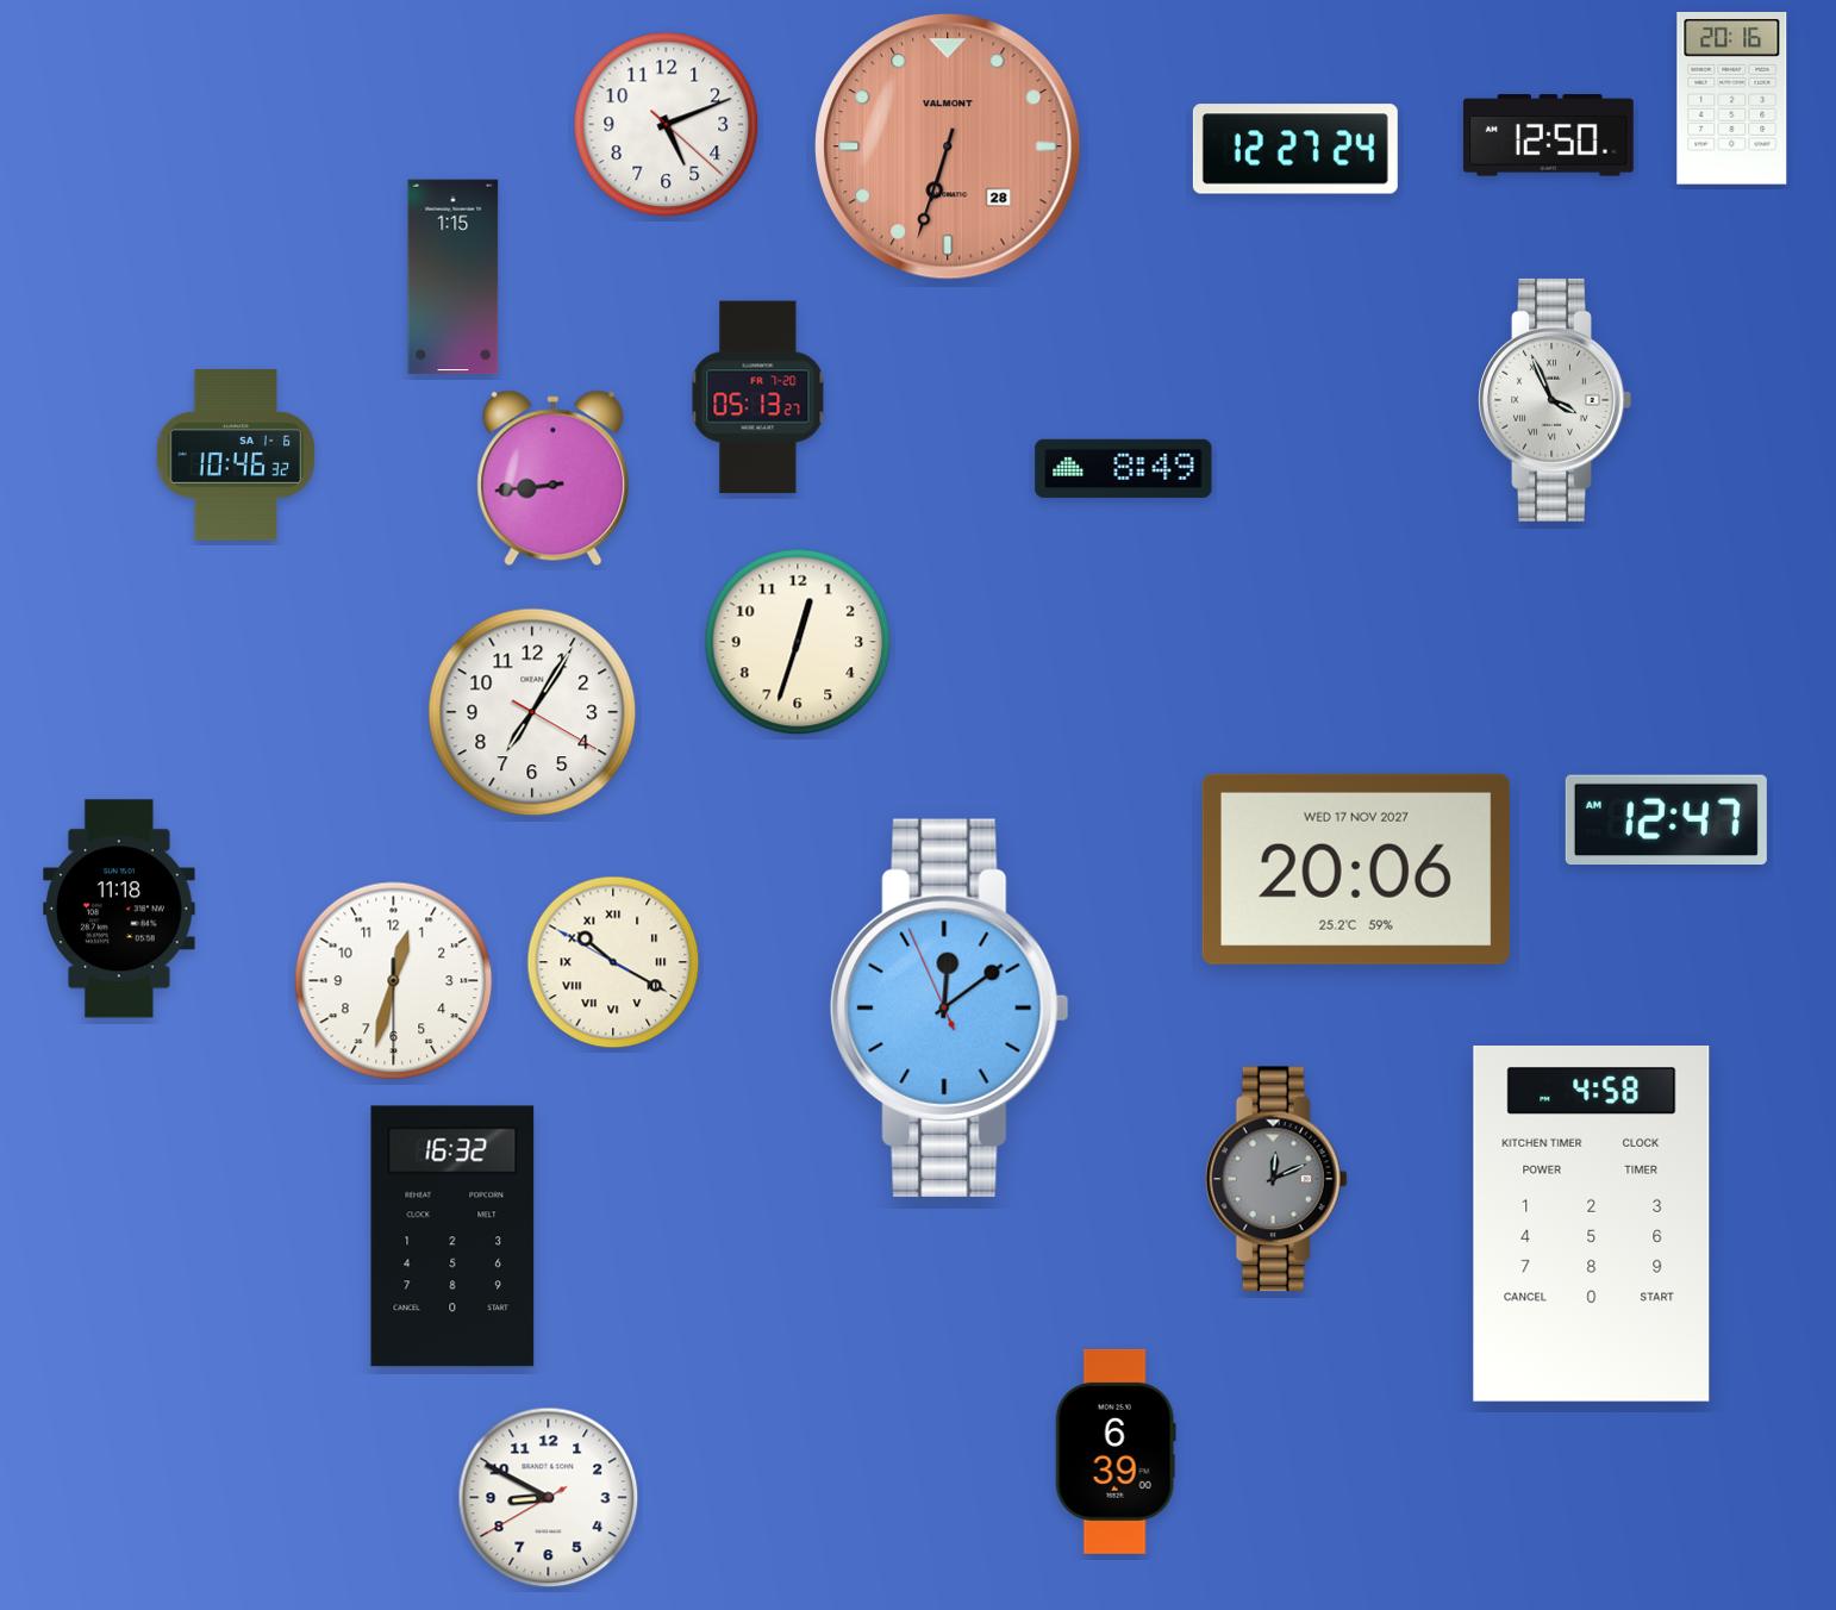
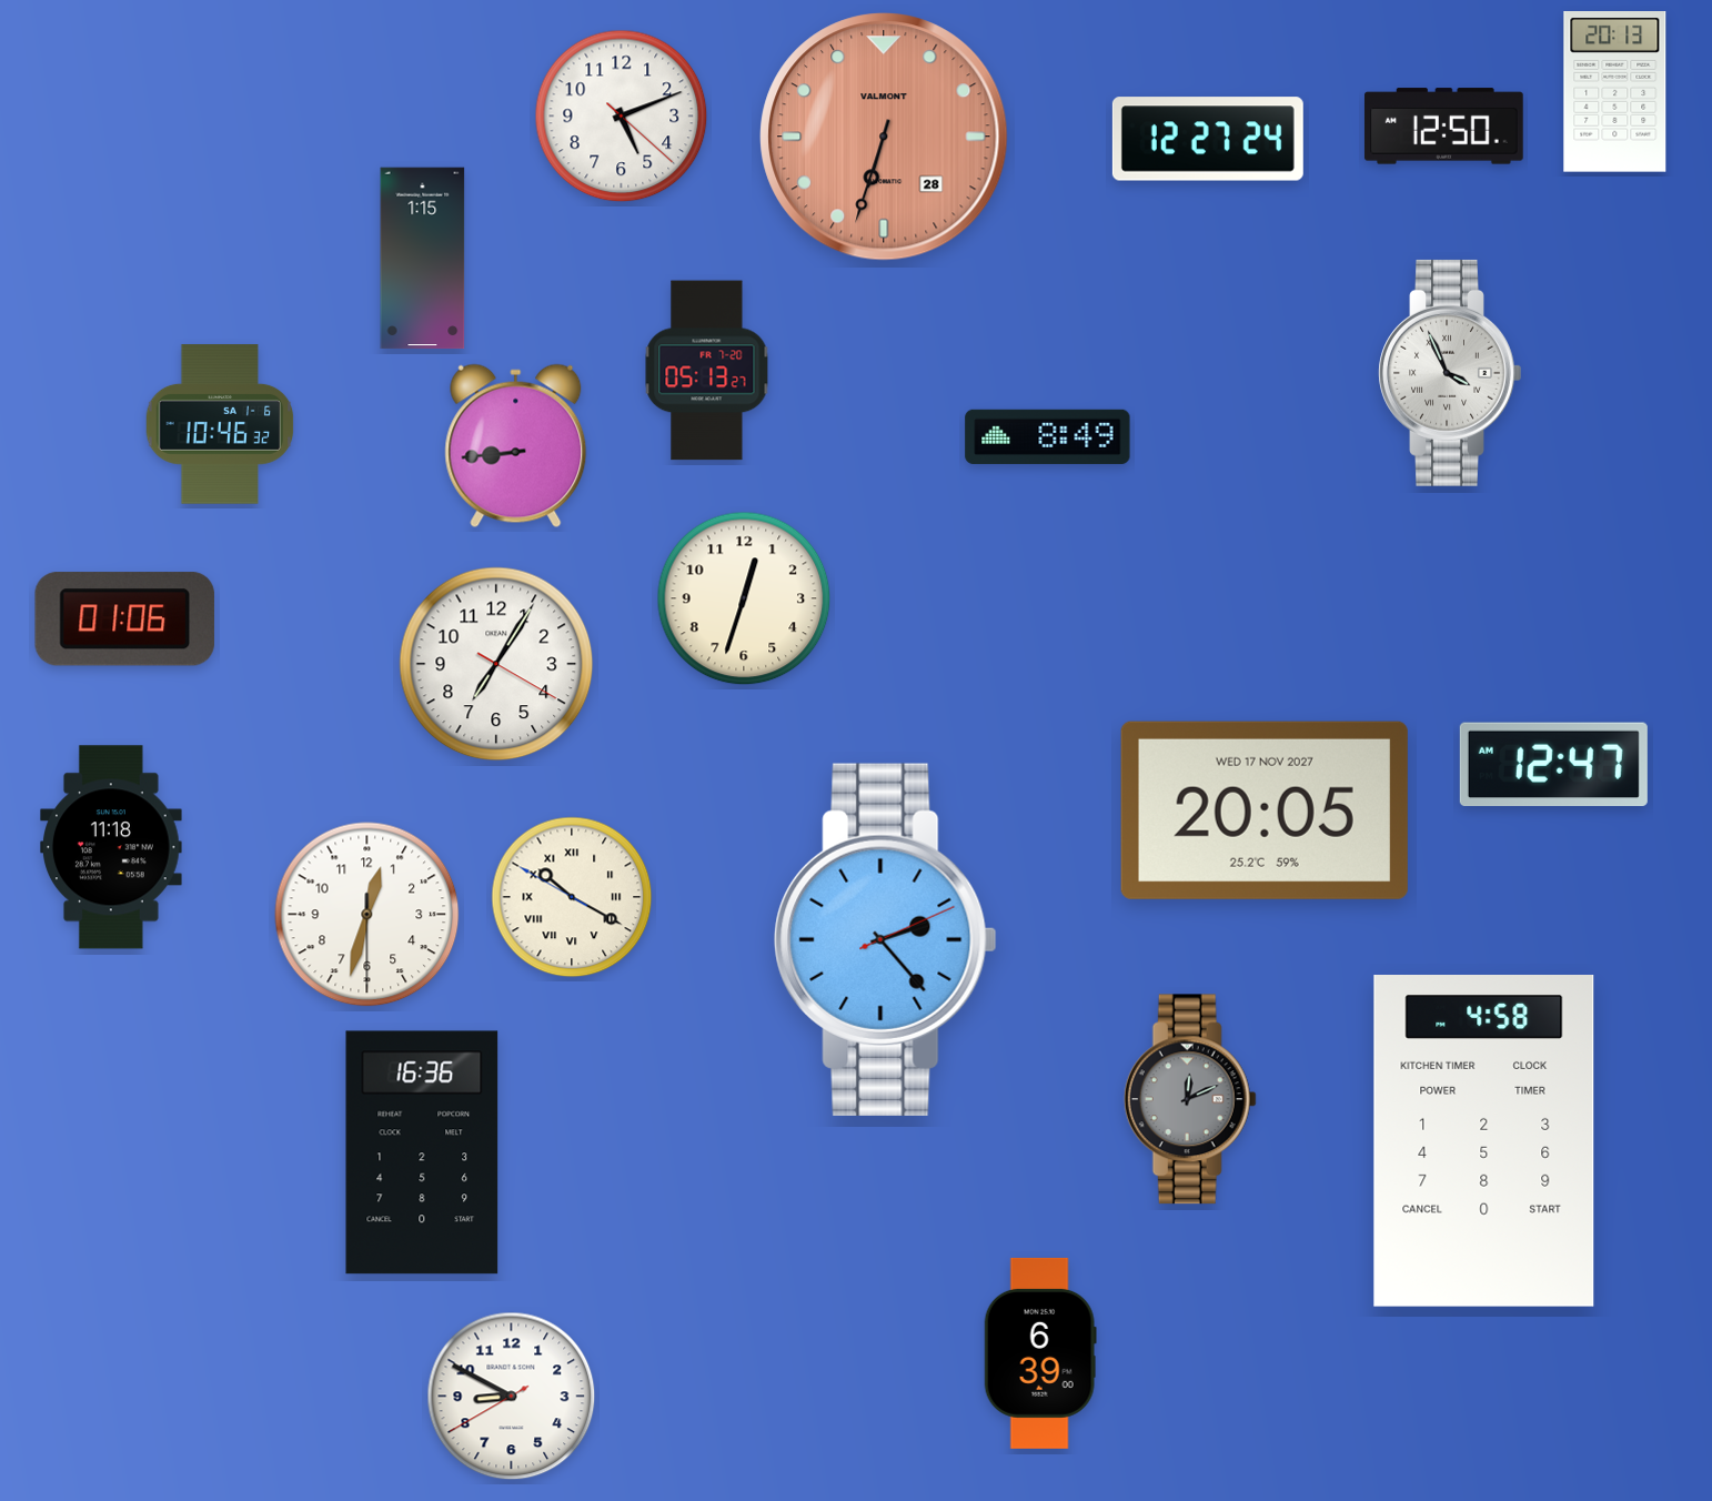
clock at (1732, 99): 20:16 -> 20:13
clock at (124, 619): none -> 01:06
clock at (1356, 869): 20:06 -> 20:05
clock at (950, 1007): 12:08 -> 2:23
clock at (452, 1236): 16:32 -> 16:36
